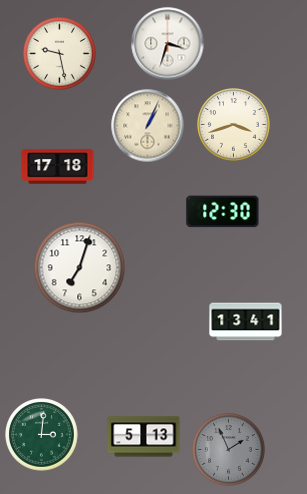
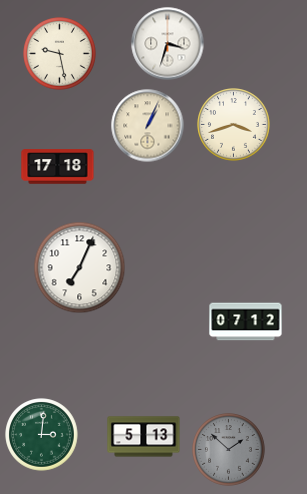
clock at (223, 212): 12:30 -> none
clock at (80, 268): 7:03 -> 7:04
clock at (246, 322): 13:41 -> 07:12
clock at (229, 450): 1:56 -> 1:52
